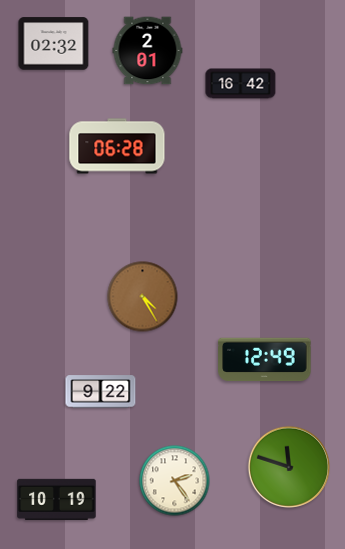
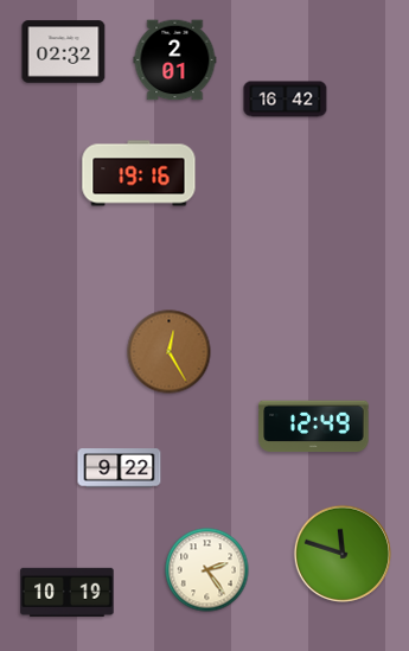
clock at (117, 146): 06:28 -> 19:16
clock at (143, 297): 4:25 -> 12:25
clock at (101, 392) position: (101, 392) -> (120, 468)
